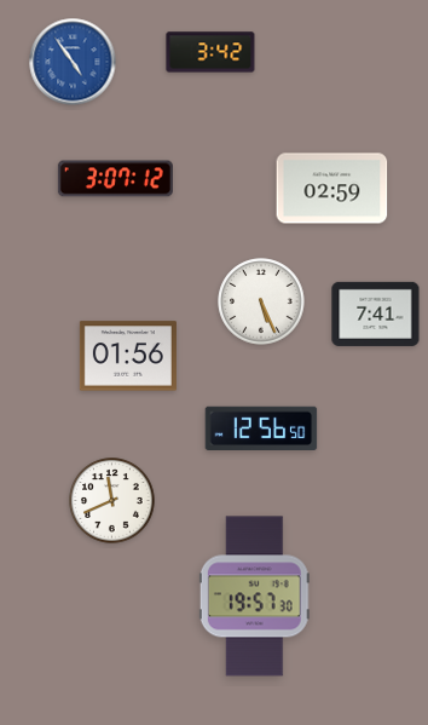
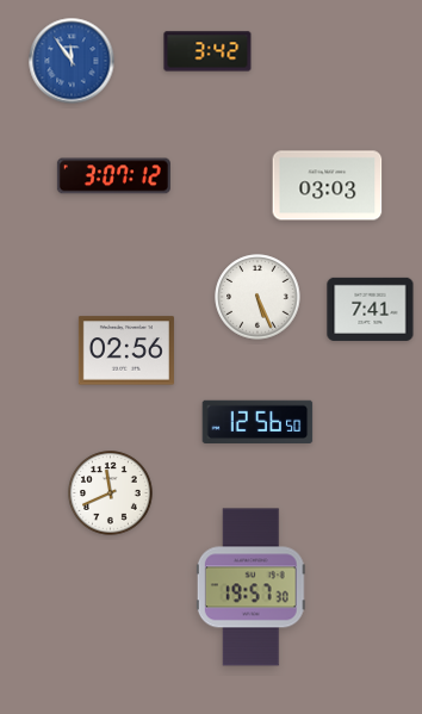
clock at (73, 62): 4:54 -> 11:54
clock at (332, 189): 02:59 -> 03:03
clock at (128, 356): 01:56 -> 02:56
